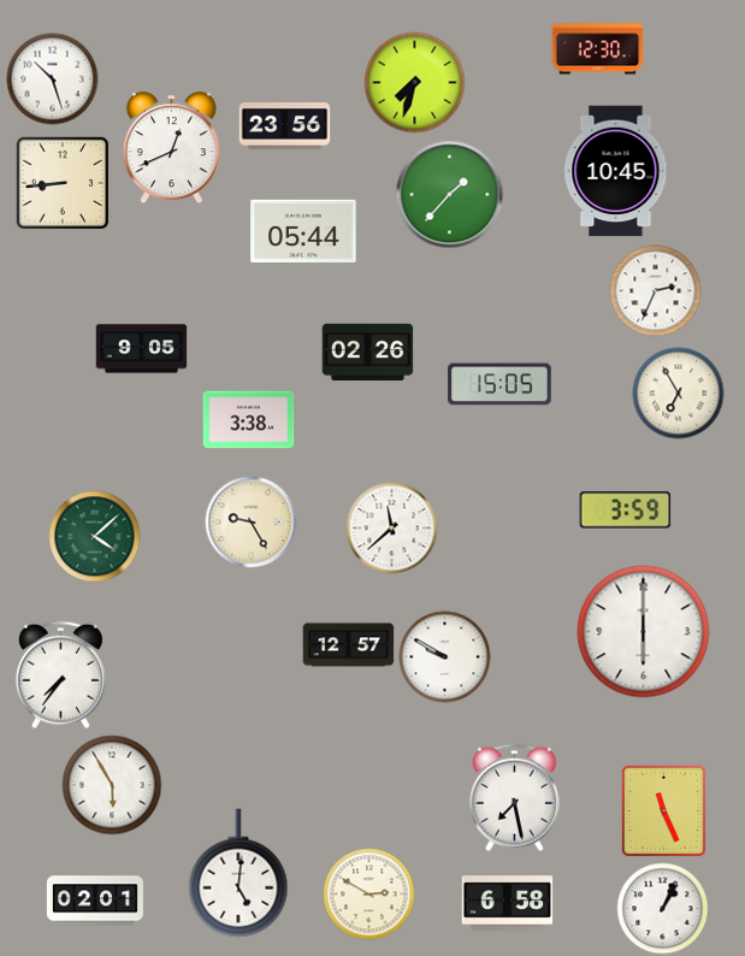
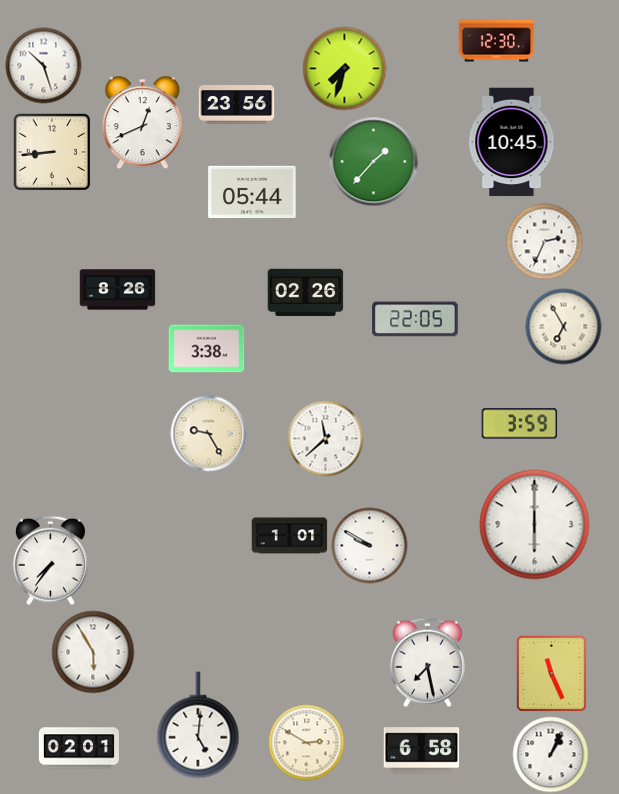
clock at (142, 349): 9:05 -> 8:26
clock at (499, 384): 15:05 -> 22:05
clock at (95, 537): 4:08 -> none
clock at (349, 645): 12:57 -> 1:01
